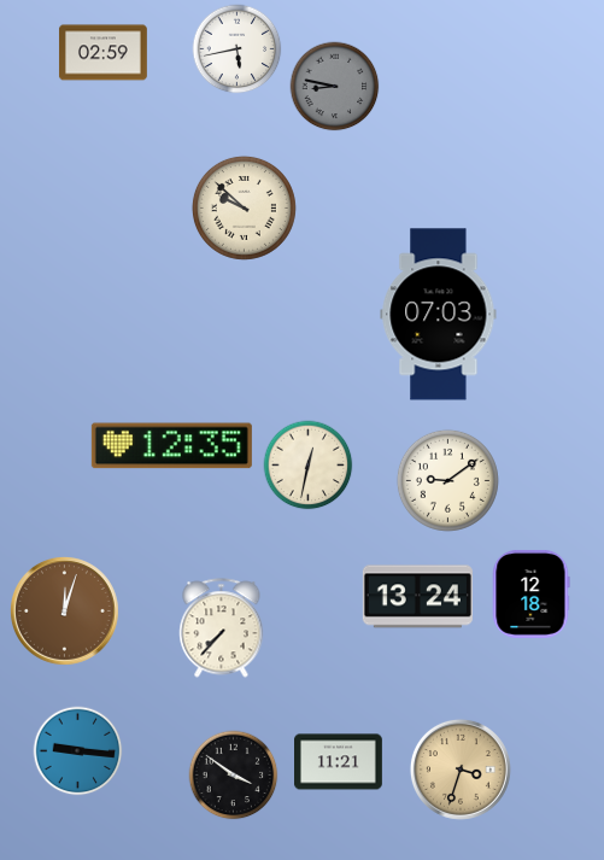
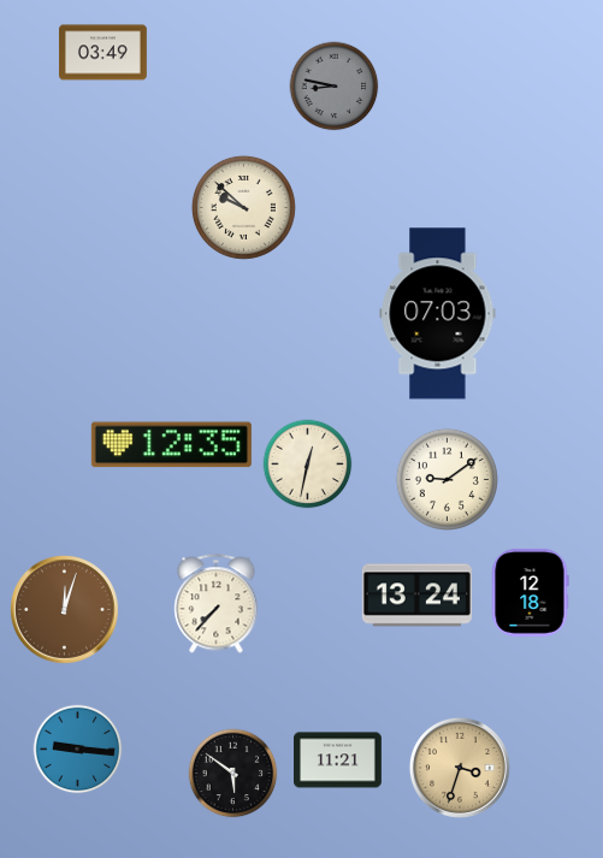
clock at (238, 49): 5:43 -> none
clock at (104, 53): 02:59 -> 03:49
clock at (222, 628) position: (222, 628) -> (217, 604)
clock at (234, 776): 3:51 -> 5:51
